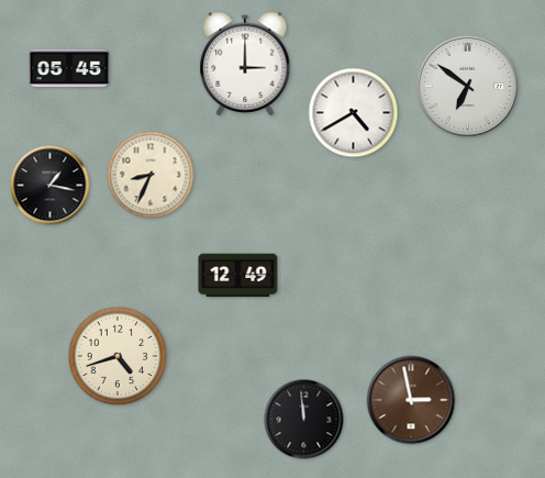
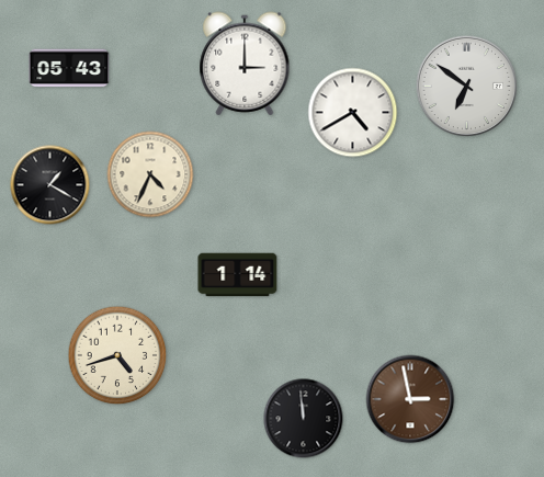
clock at (69, 68): 05:45 -> 05:43
clock at (151, 175): 8:34 -> 4:34
clock at (51, 186): 1:17 -> 1:20
clock at (238, 276): 12:49 -> 1:14
